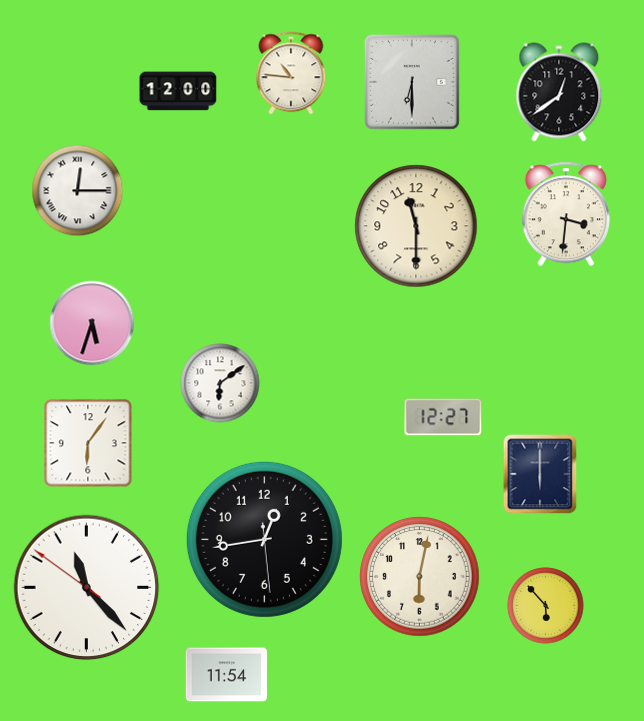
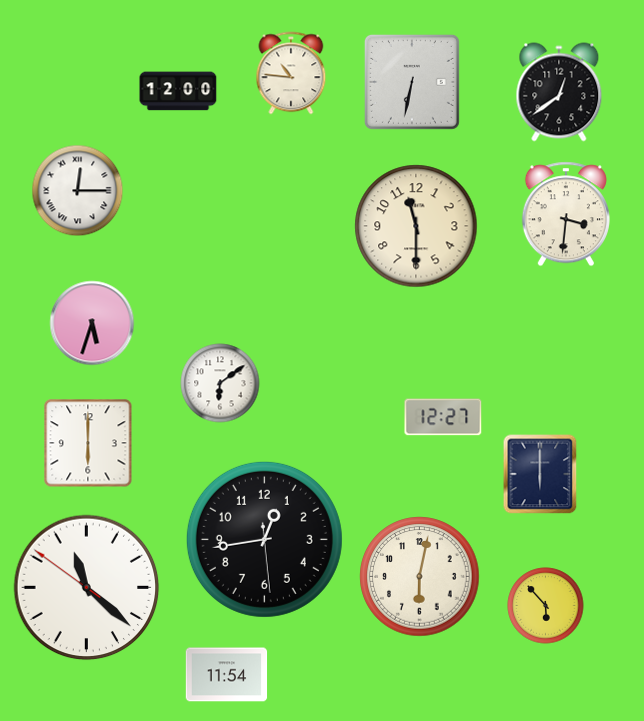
clock at (412, 82): 6:30 -> 6:32
clock at (88, 443): 6:06 -> 6:00
clock at (87, 588): 11:22 -> 11:21
